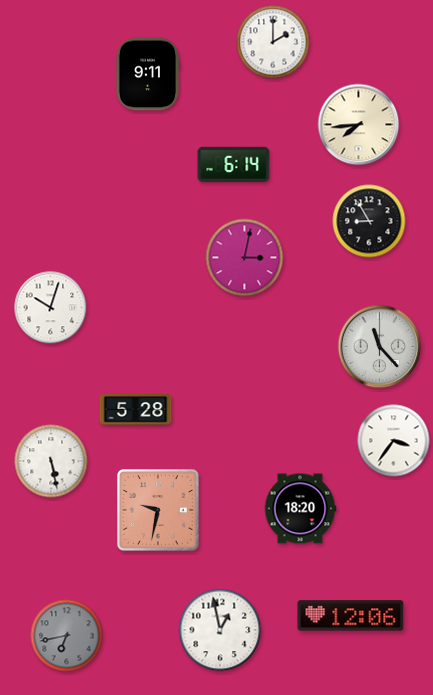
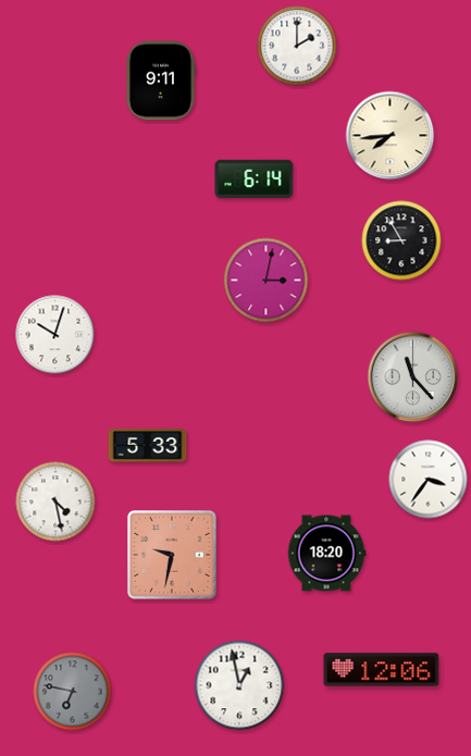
clock at (136, 410): 5:28 -> 5:33
clock at (51, 461): 5:28 -> 4:28
clock at (67, 636): 6:43 -> 6:47
